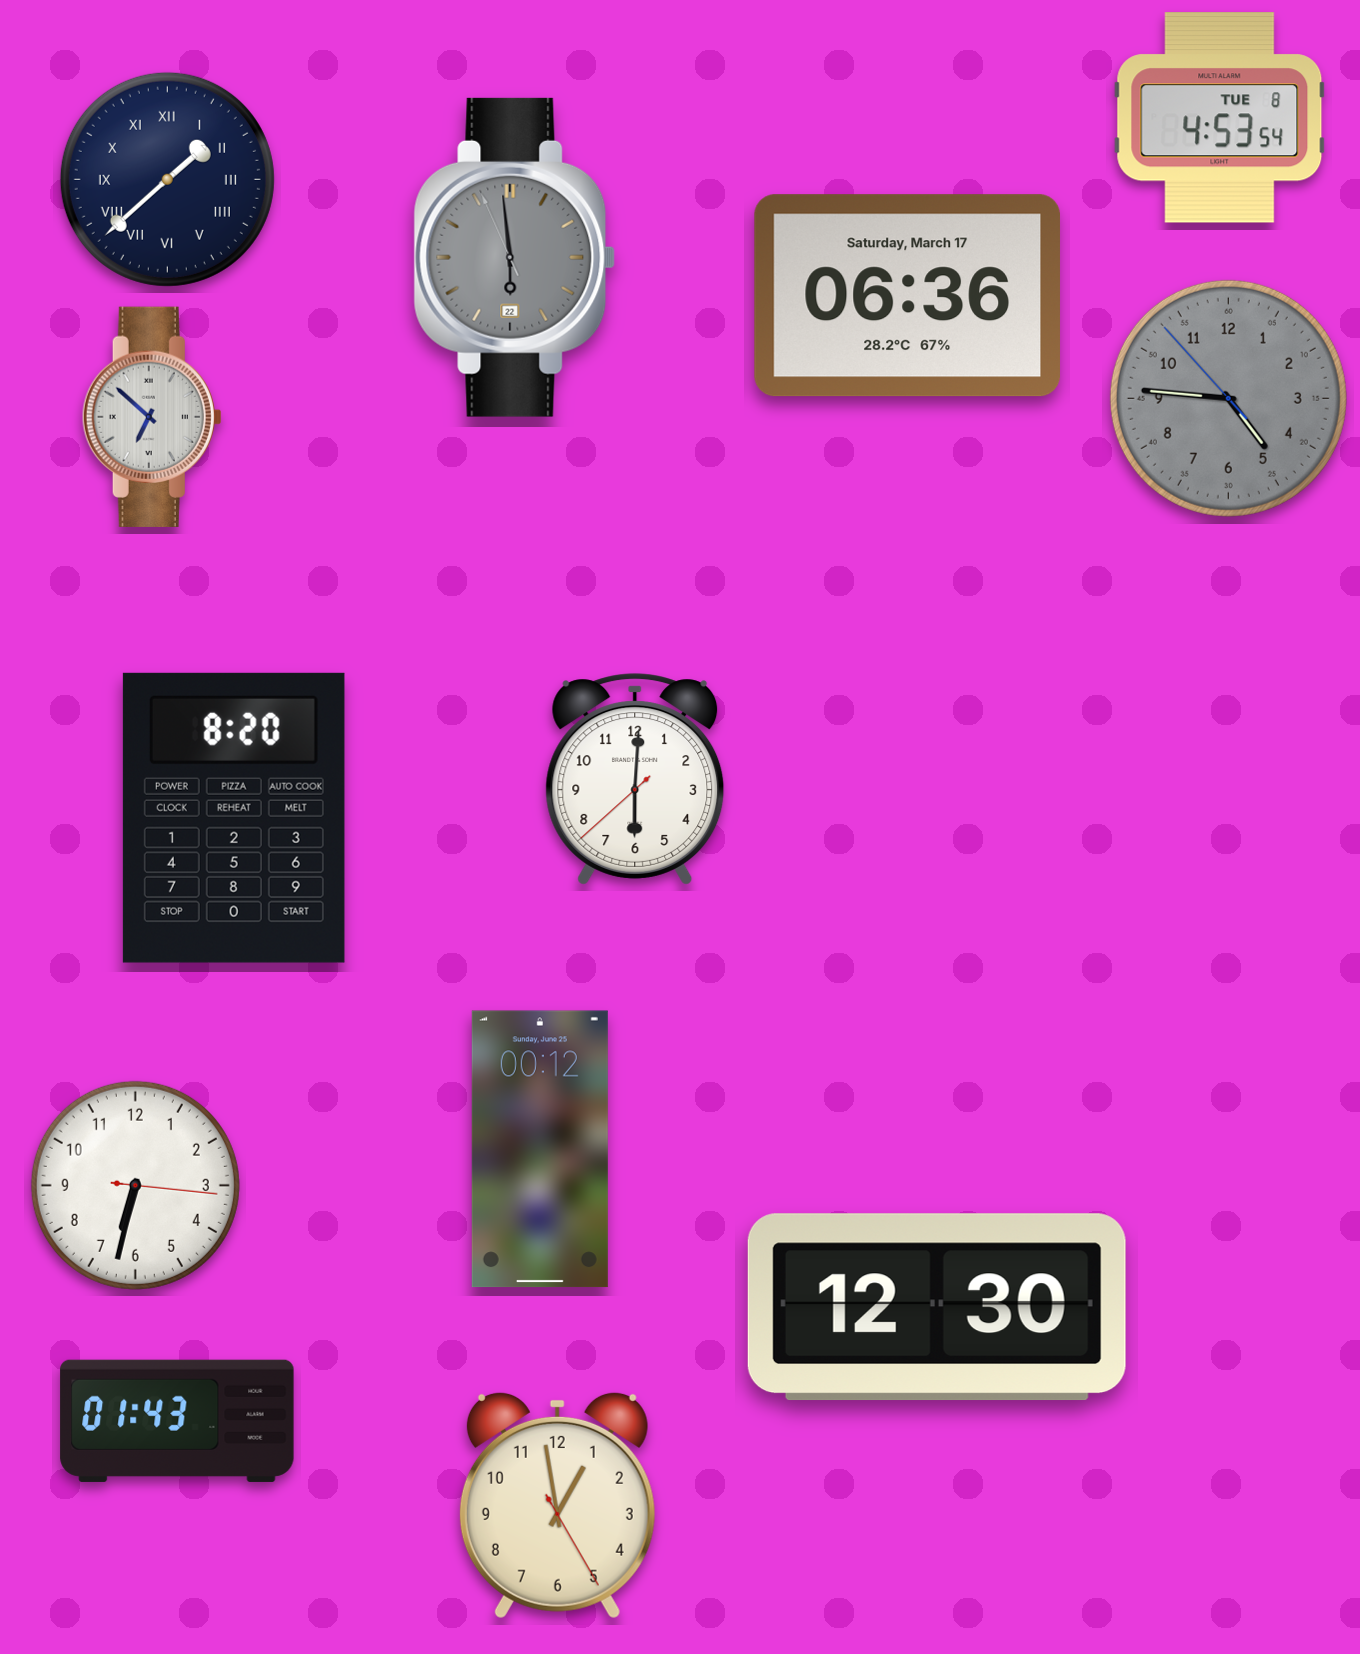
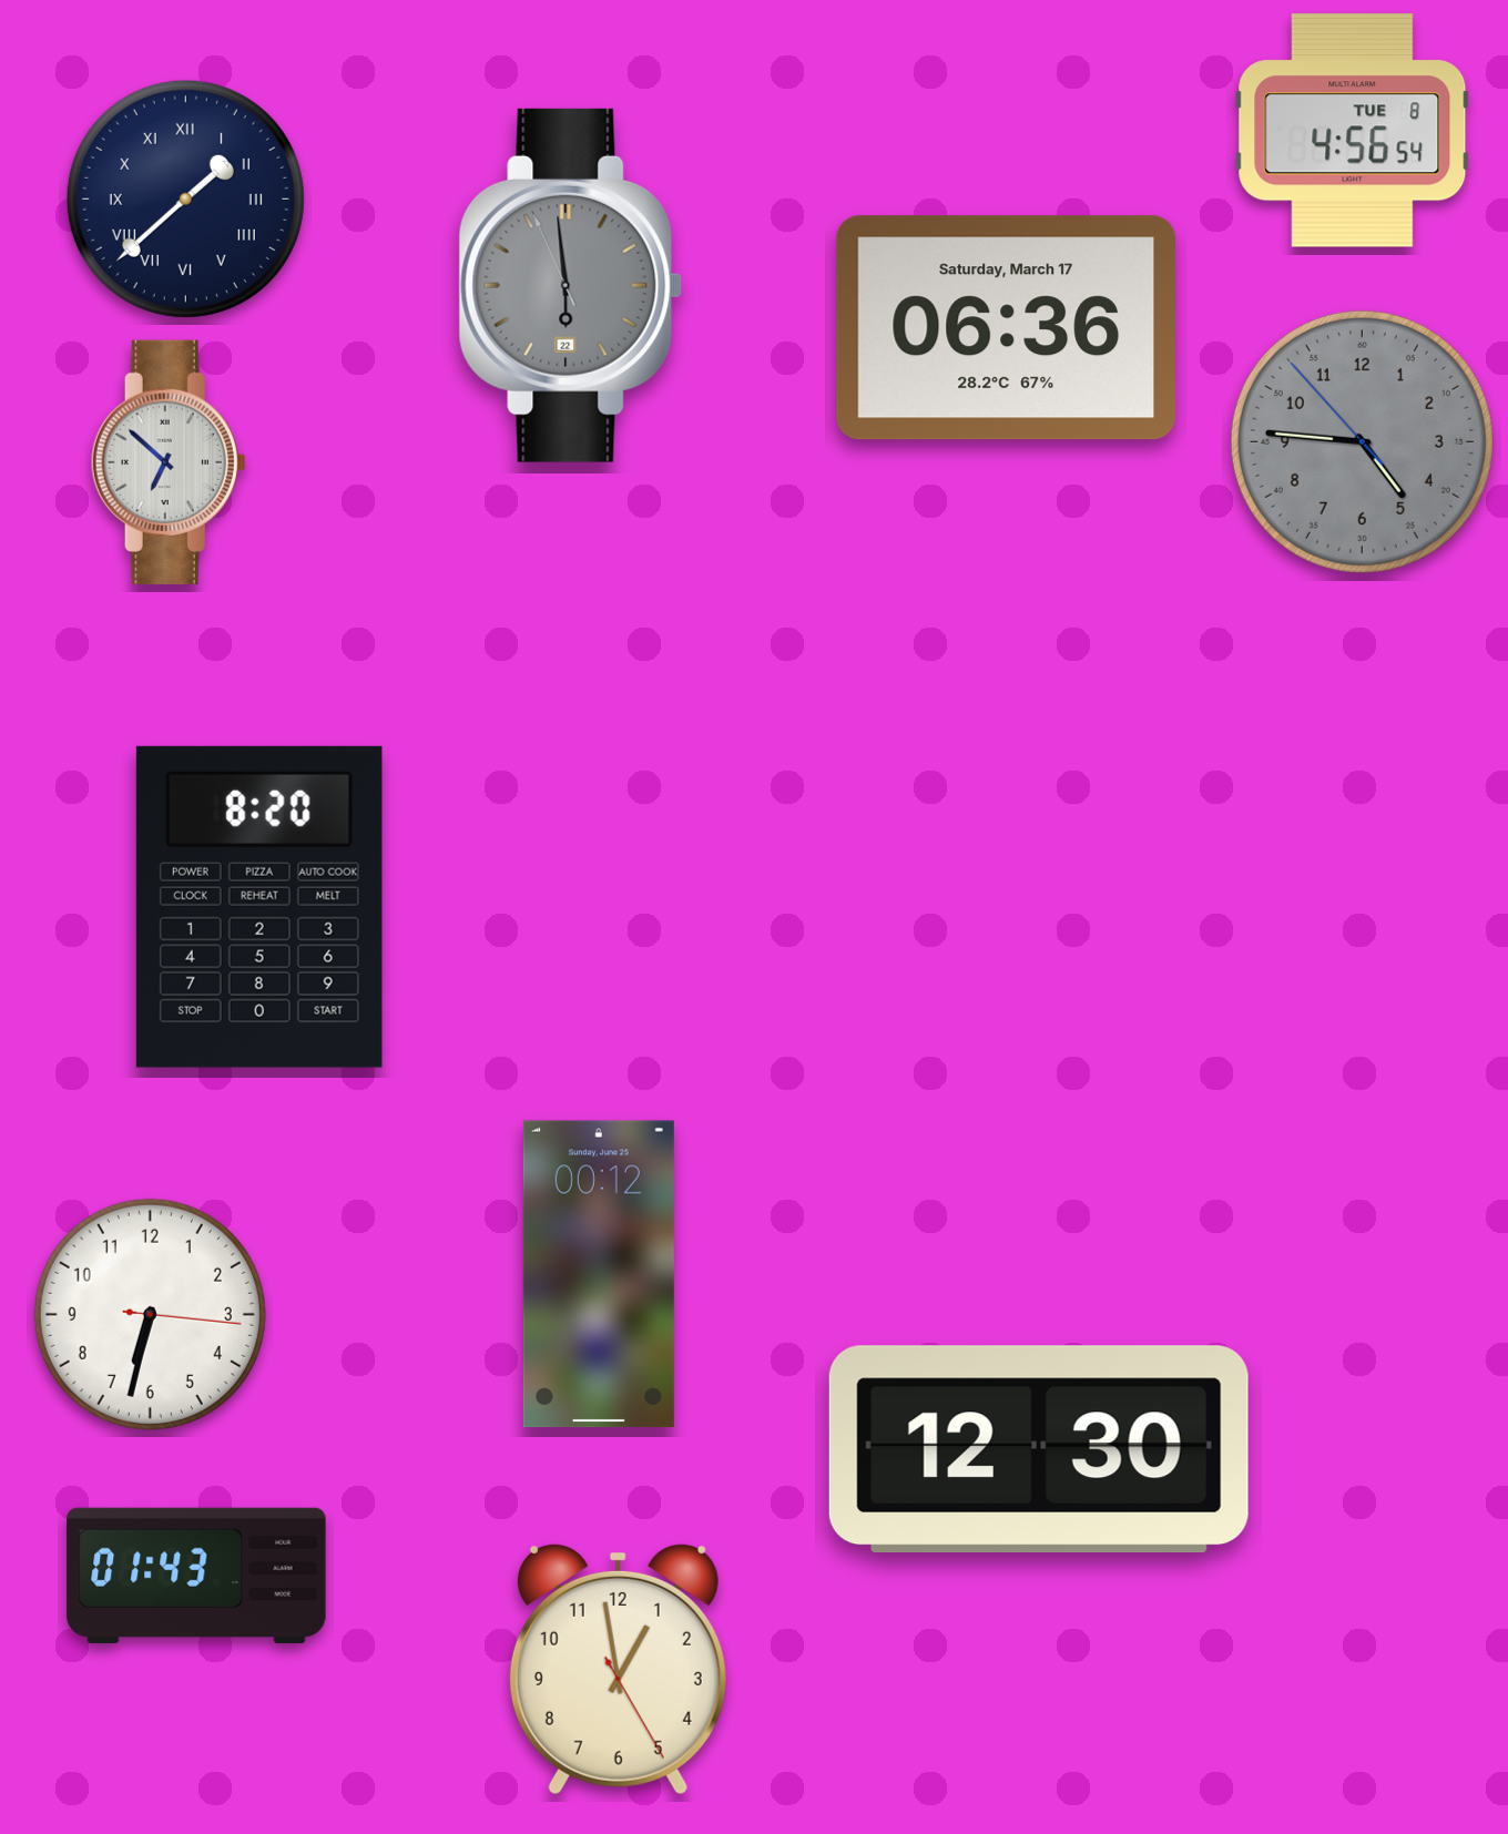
clock at (1220, 118): 4:53 -> 4:56
clock at (635, 779): 6:00 -> none
